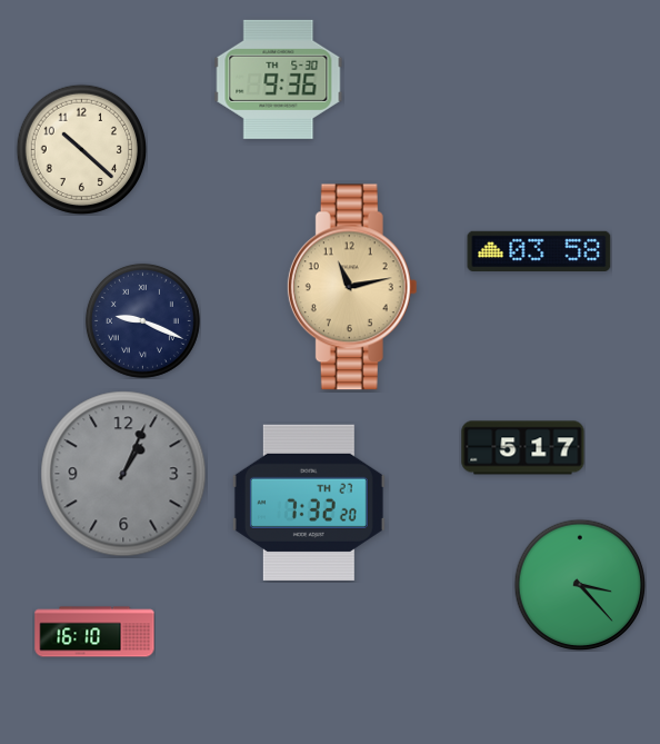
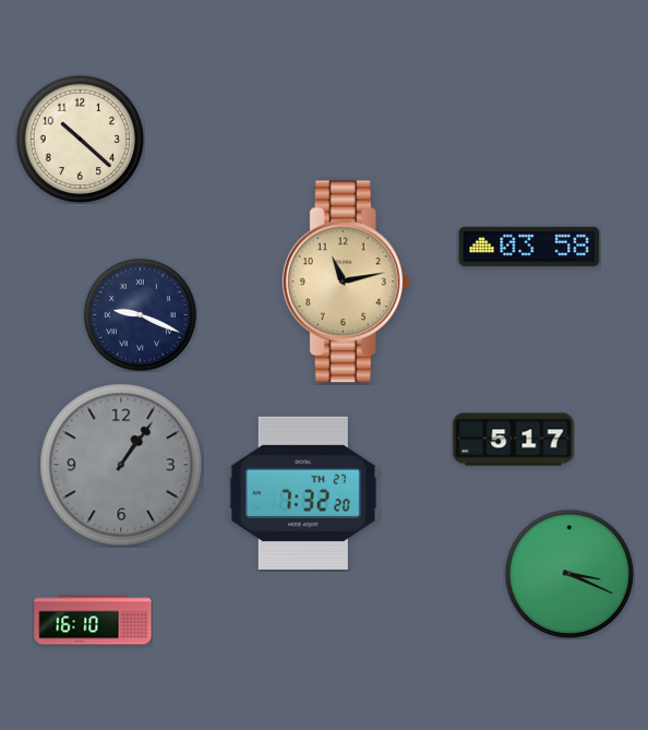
clock at (279, 79): 9:36 -> none
clock at (81, 149) position: (81, 149) -> (80, 139)
clock at (123, 474): 1:04 -> 1:06
clock at (580, 585): 3:23 -> 3:19
